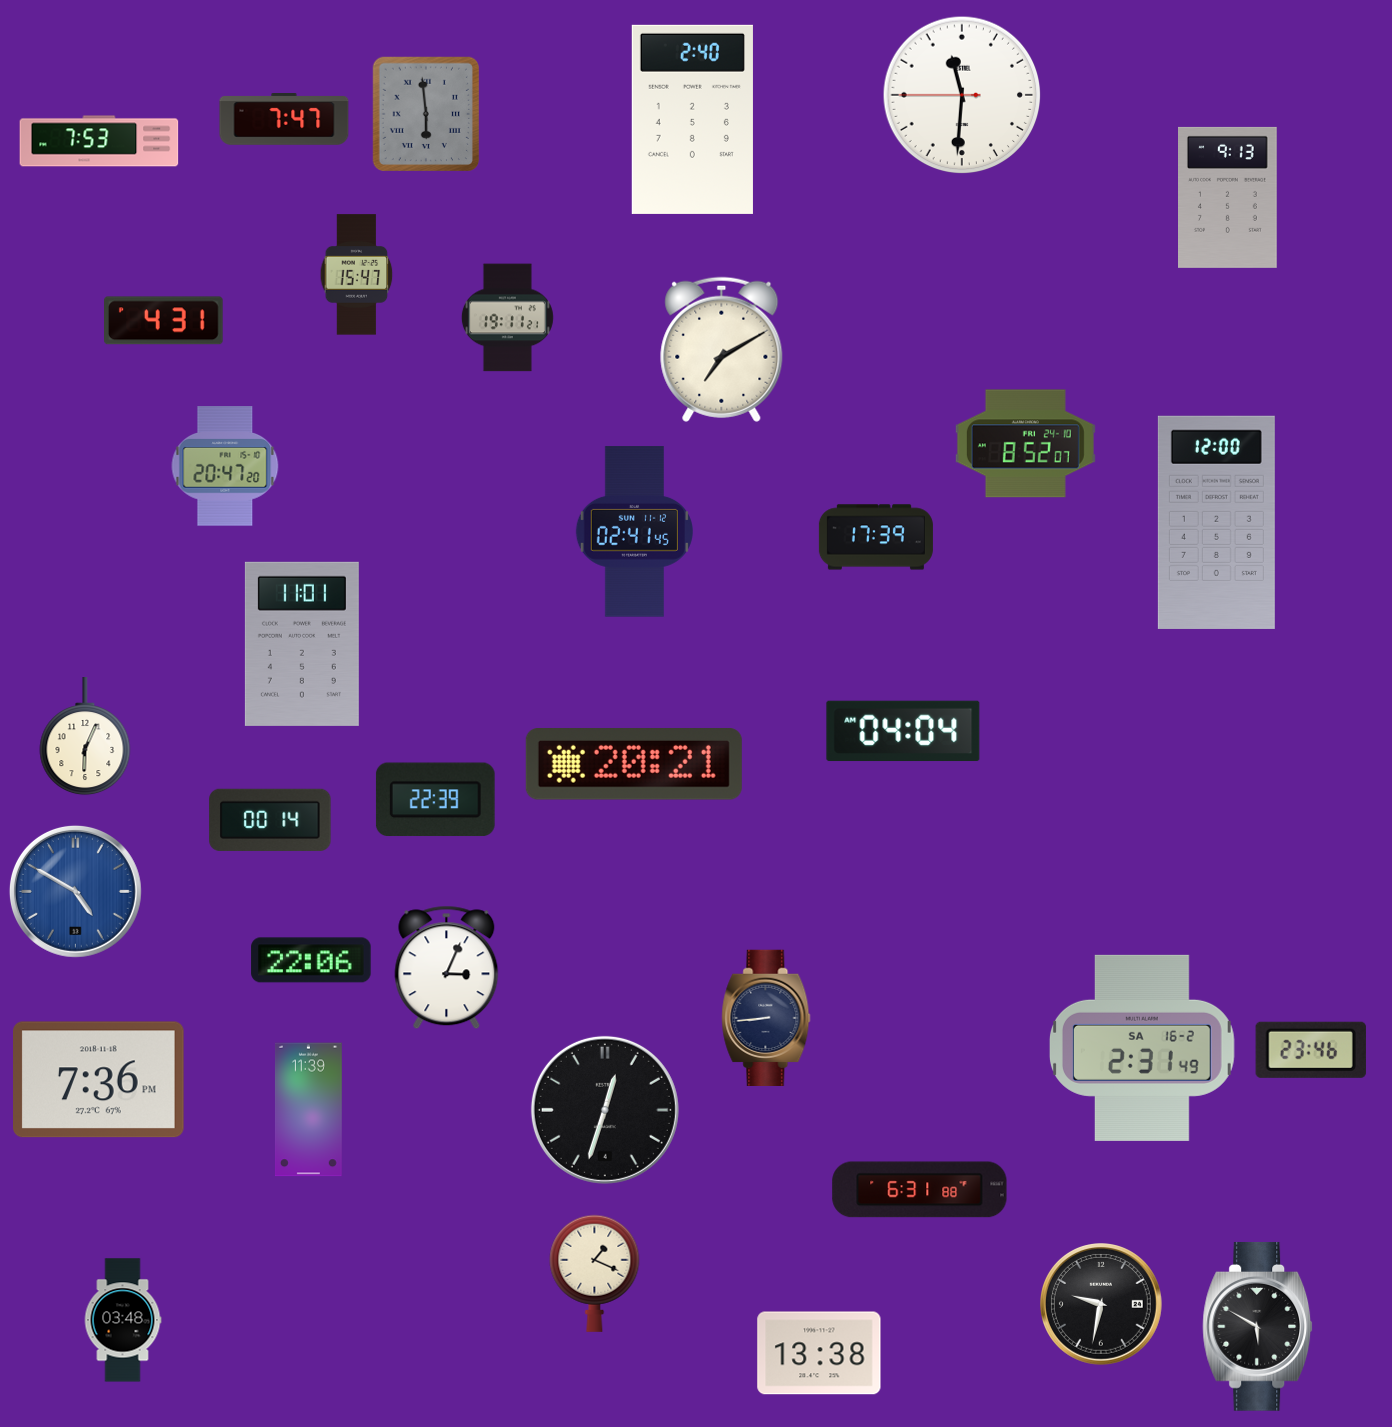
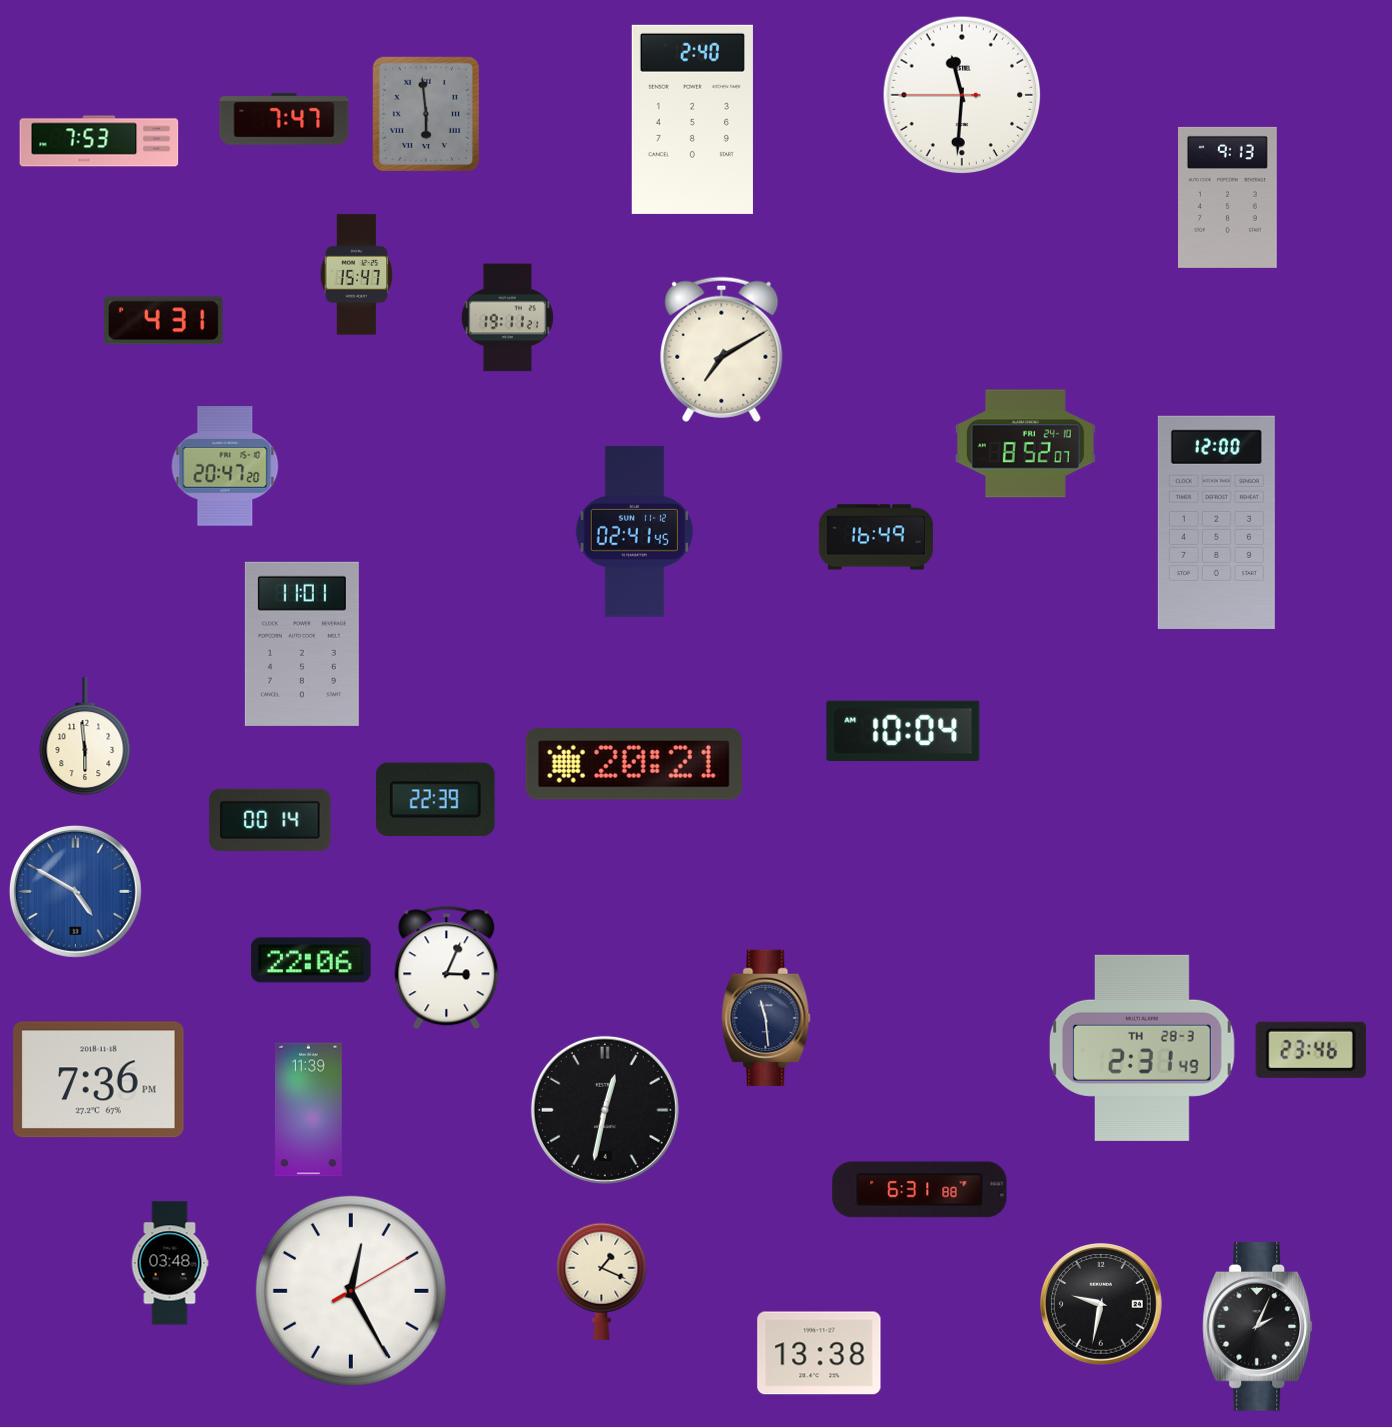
clock at (876, 537): 17:39 -> 16:49
clock at (903, 731): 04:04 -> 10:04
clock at (85, 737): 6:04 -> 5:59
clock at (766, 1017): 8:44 -> 11:29
clock at (1142, 1048) date: SA 16-2 -> TH 28-3
clock at (605, 1110): 12:33 -> 12:32
clock at (595, 1273) position: (595, 1273) -> (602, 1281)
clock at (351, 1291): none -> 12:25
clock at (123, 1320) position: (123, 1320) -> (170, 1263)
clock at (1258, 1326): 5:50 -> 2:04
